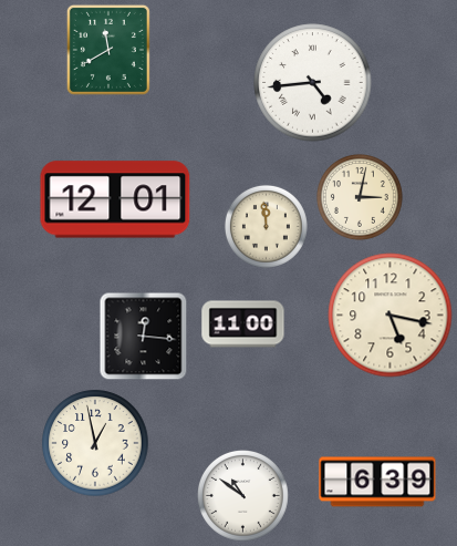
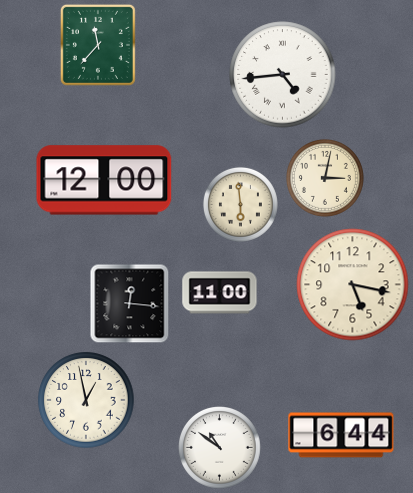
clock at (108, 50): 11:40 -> 11:37
clock at (115, 199): 12:01 -> 12:00
clock at (266, 226): 11:59 -> 5:59
clock at (377, 482): 6:39 -> 6:44
